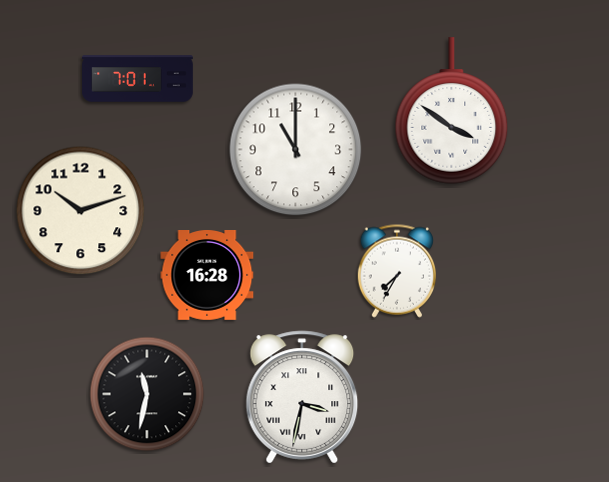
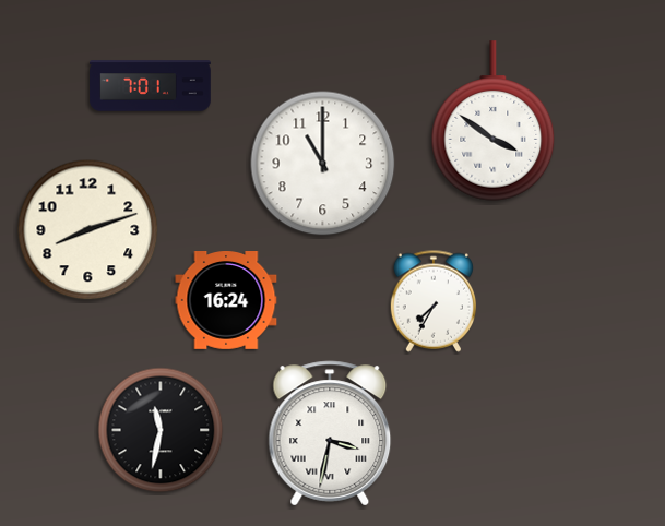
clock at (81, 211): 10:12 -> 8:12
clock at (396, 271) position: (396, 271) -> (432, 301)
clock at (207, 276): 16:28 -> 16:24
